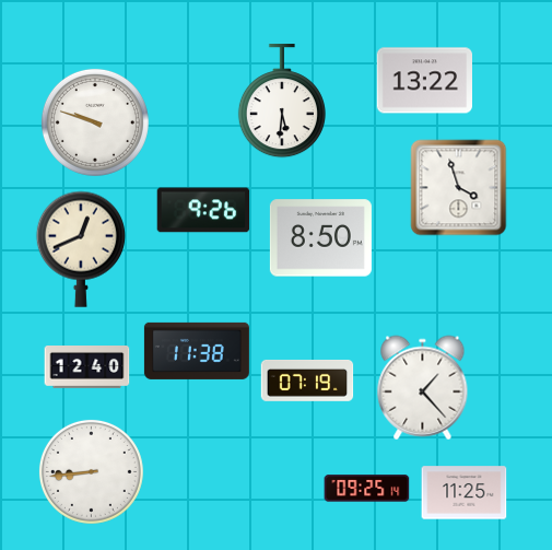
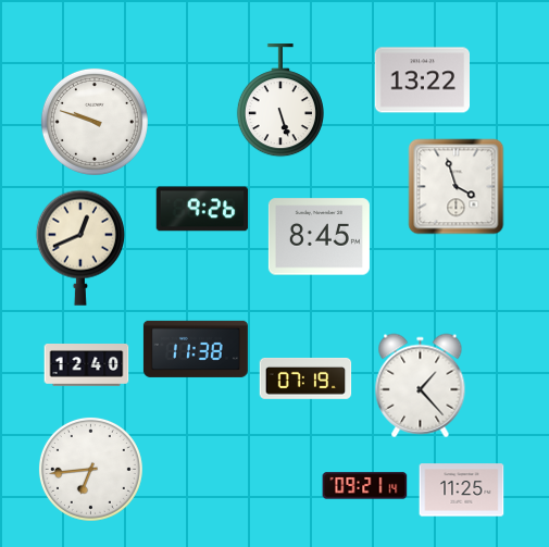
clock at (282, 101): 5:31 -> 5:27
clock at (320, 238): 8:50 -> 8:45
clock at (91, 471): 8:44 -> 6:44
clock at (366, 489): 09:25 -> 09:21
